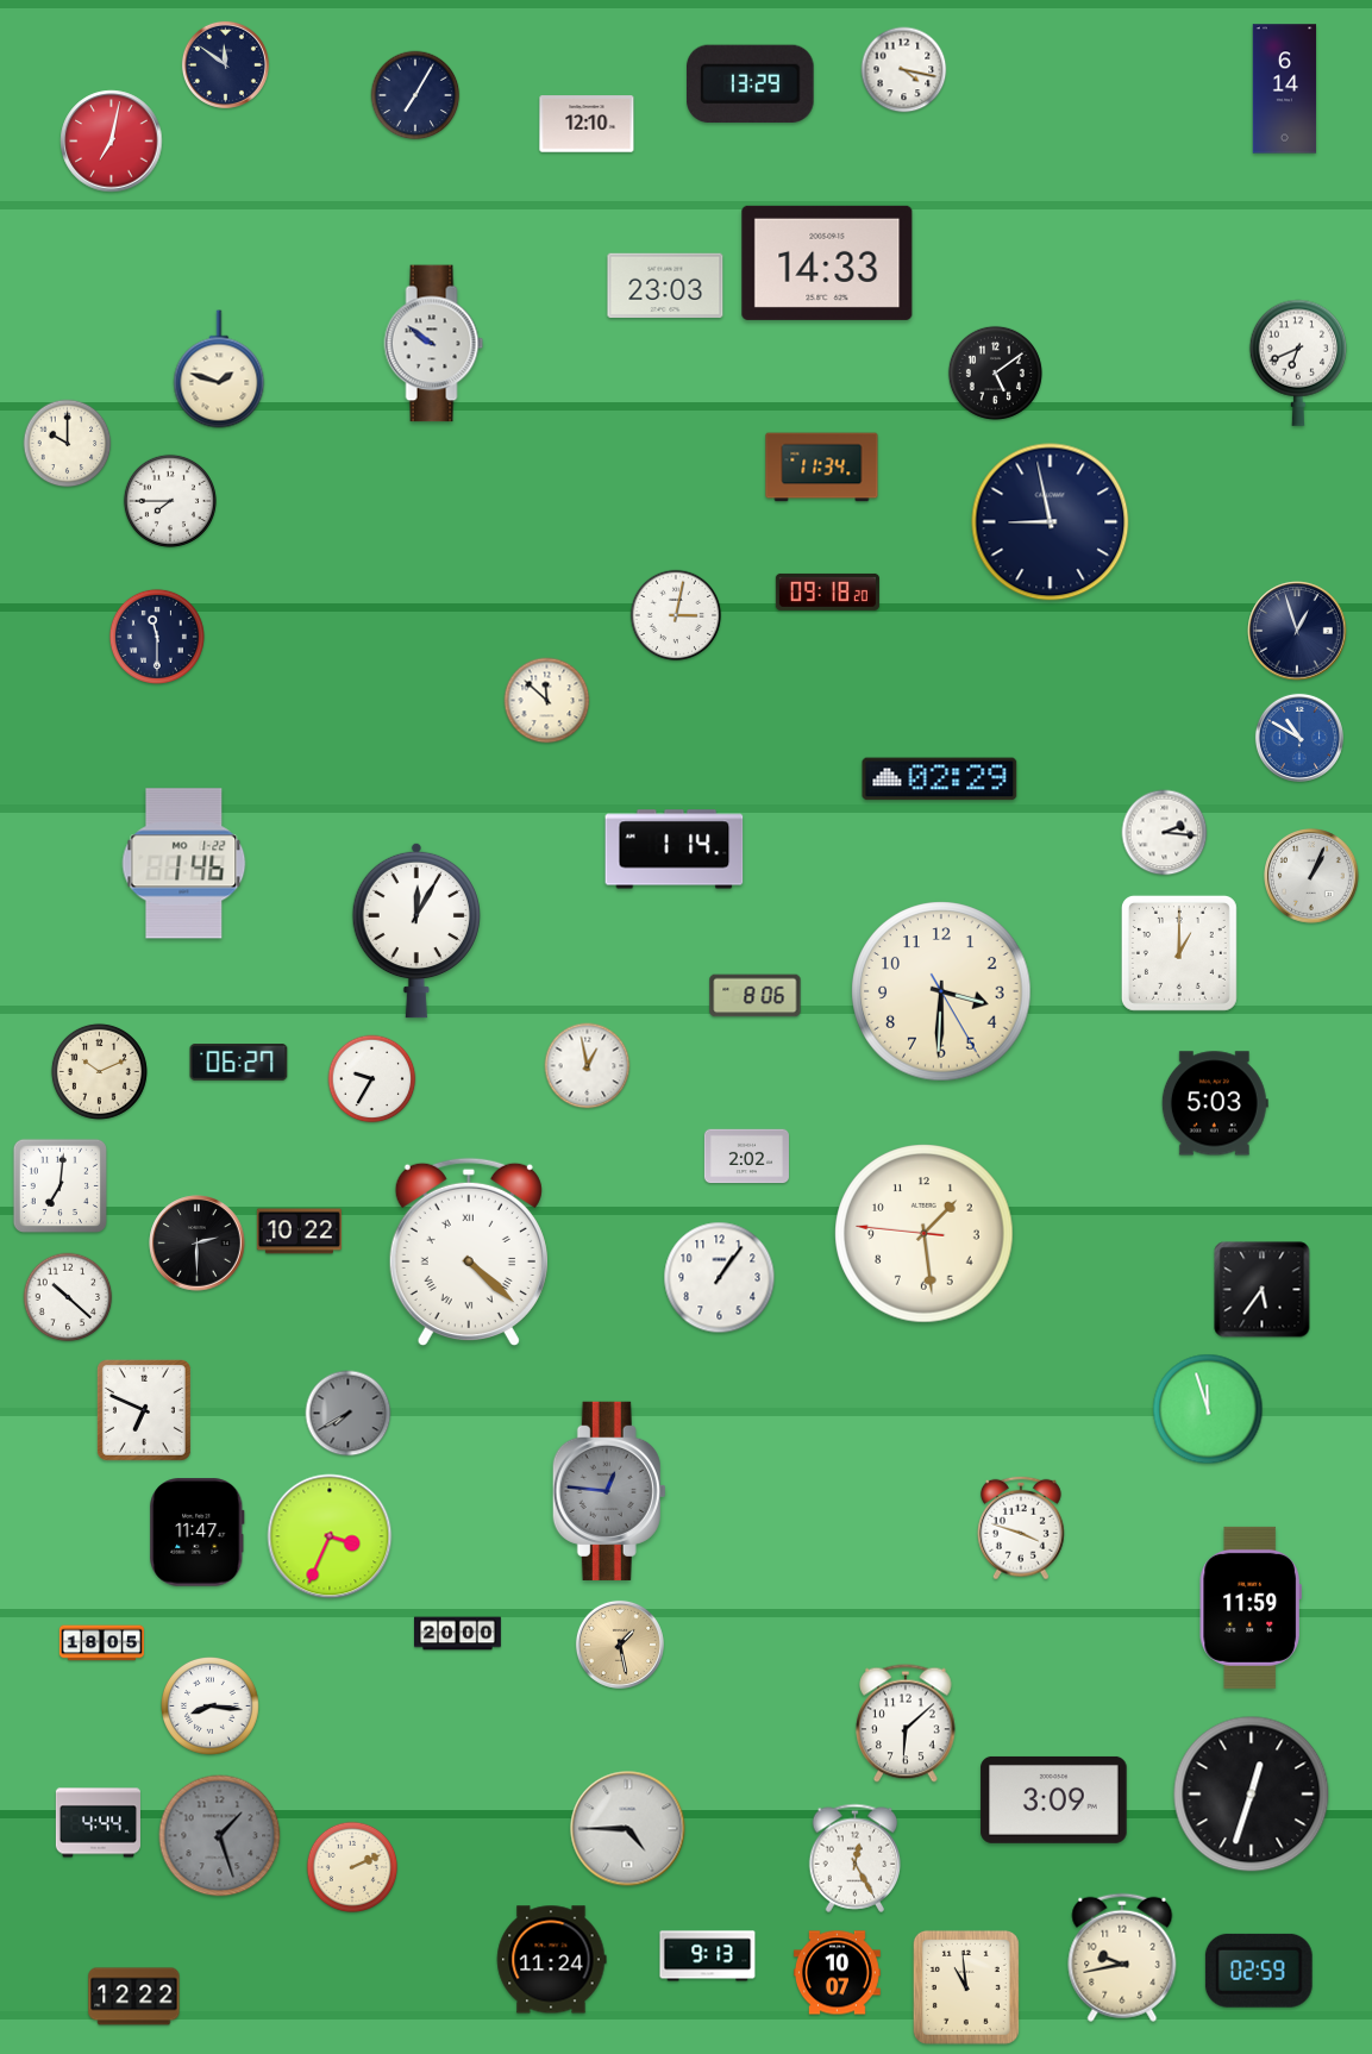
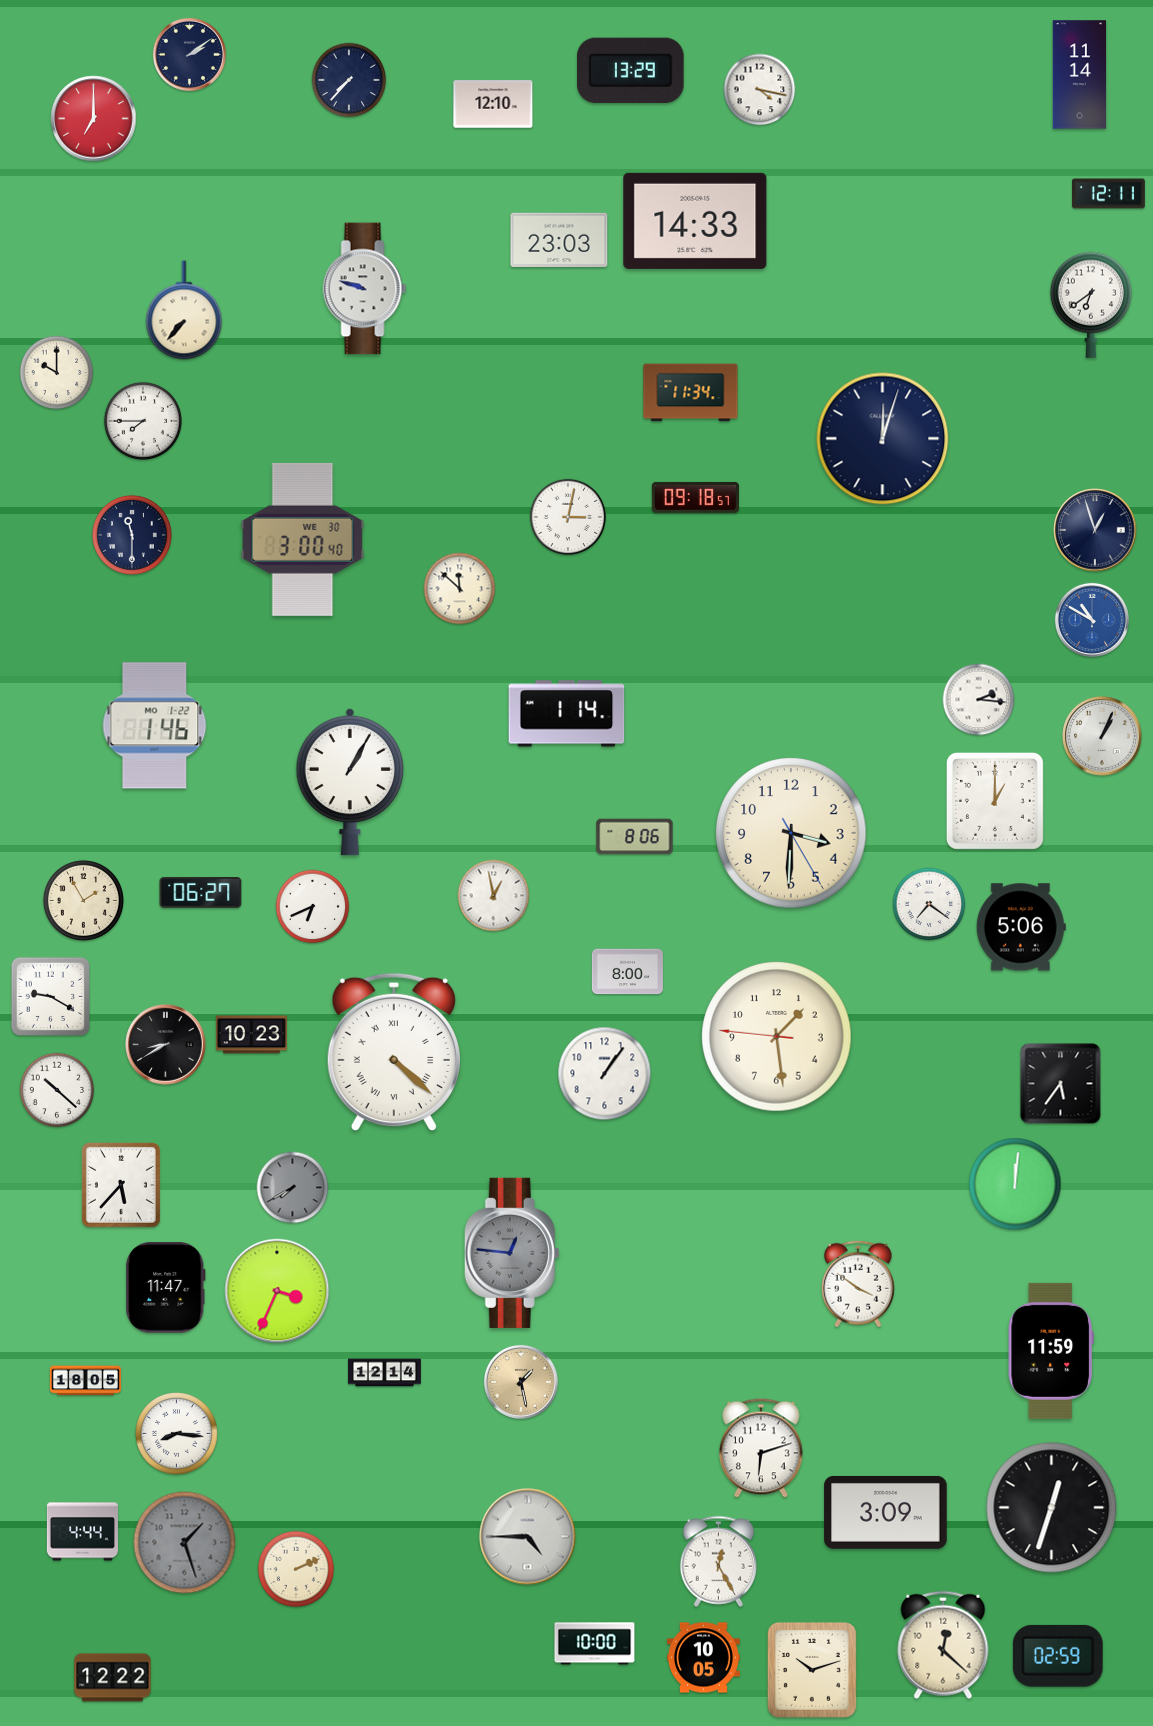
clock at (225, 64): 11:51 -> 2:09
clock at (904, 70) position: (904, 70) -> (760, 90)
clock at (1285, 89): 6:14 -> 11:14
clock at (415, 95): 7:05 -> 7:37
clock at (112, 142): 7:02 -> 7:00
clock at (1109, 194): none -> 12:11
clock at (434, 344): 9:51 -> 9:48
clock at (1297, 363): 6:41 -> 6:39
clock at (219, 369): 1:48 -> 7:37
clock at (995, 372): 5:09 -> none
clock at (1051, 522): 8:58 -> 12:03
clock at (827, 591): 09:18:20 -> 09:18:57
clock at (1297, 631) position: (1297, 631) -> (1095, 530)
clock at (303, 539): none -> 3:00
clock at (940, 779): 02:29 -> none
clock at (415, 931): 12:05 -> 1:05
clock at (1179, 953) position: (1179, 953) -> (995, 801)
clock at (99, 1071): 10:11 -> 1:55
clock at (929, 904): none -> 7:21
clock at (372, 1079): 9:35 -> 6:41
clock at (1215, 1103): 5:03 -> 5:06
clock at (746, 1157): 2:02 -> 8:00
clock at (59, 1185): 7:01 -> 9:20
clock at (299, 1232): 10:22 -> 10:23
clock at (198, 1244): 2:30 -> 8:40
clock at (1208, 1409): 11:57 -> 12:01
clock at (144, 1410): 6:49 -> 5:37
clock at (1021, 1528): 3:48 -> 3:51
clock at (458, 1634): 20:00 -> 12:14
clock at (907, 1723): 6:08 -> 6:12
clock at (708, 1956): 9:13 -> 10:00
clock at (1122, 1958): 9:43 -> 12:22
clock at (551, 1960): 11:24 -> none
clock at (837, 1973): 10:07 -> 10:05
clock at (966, 1987): 10:59 -> 10:12
